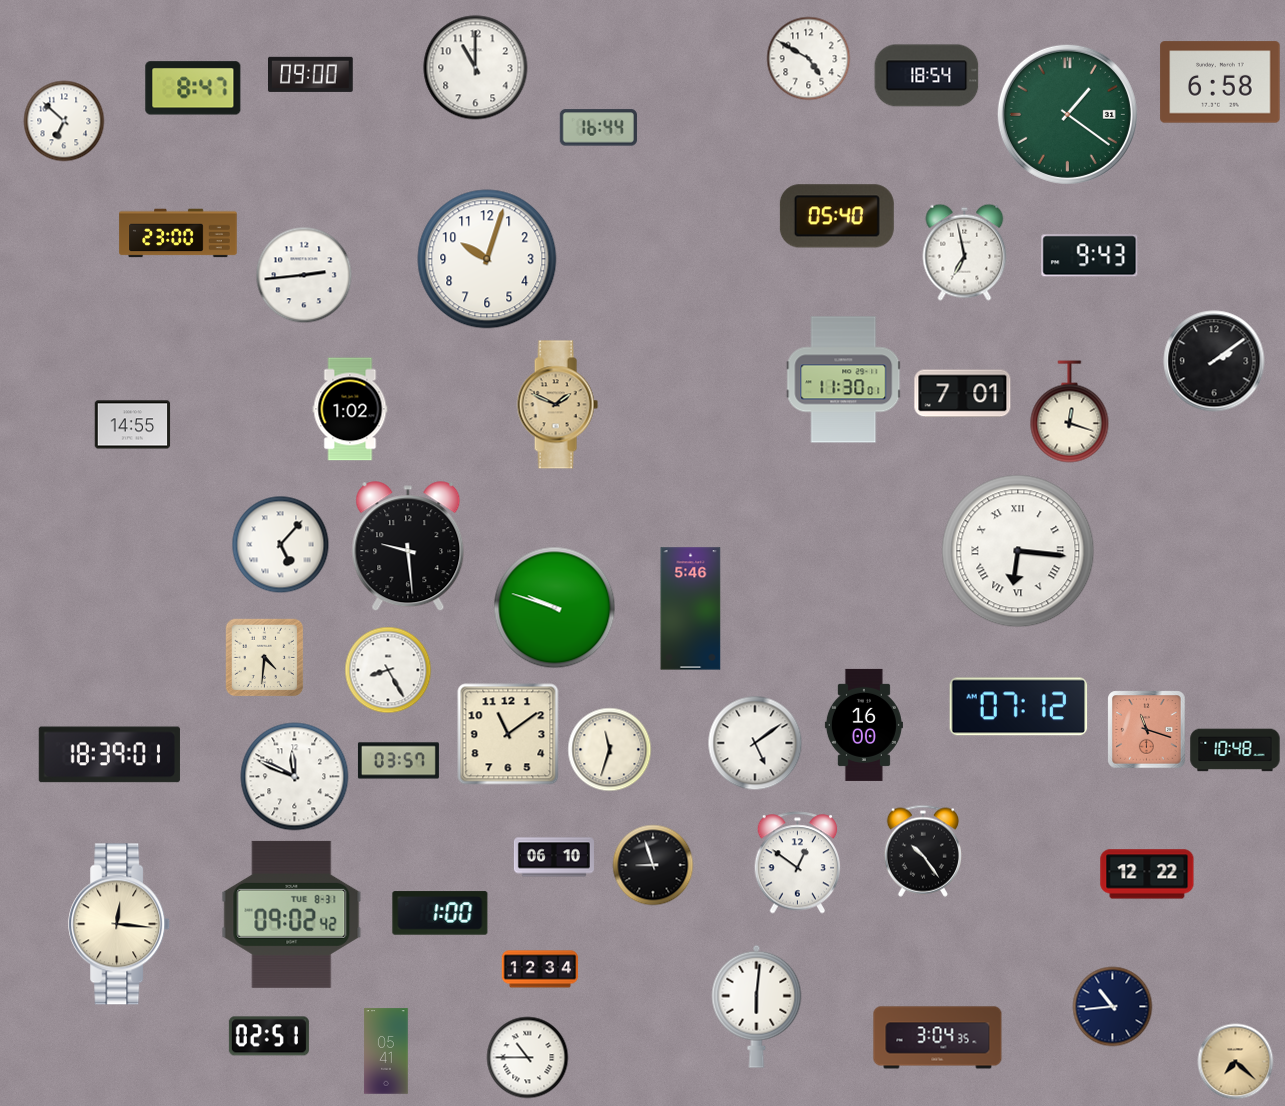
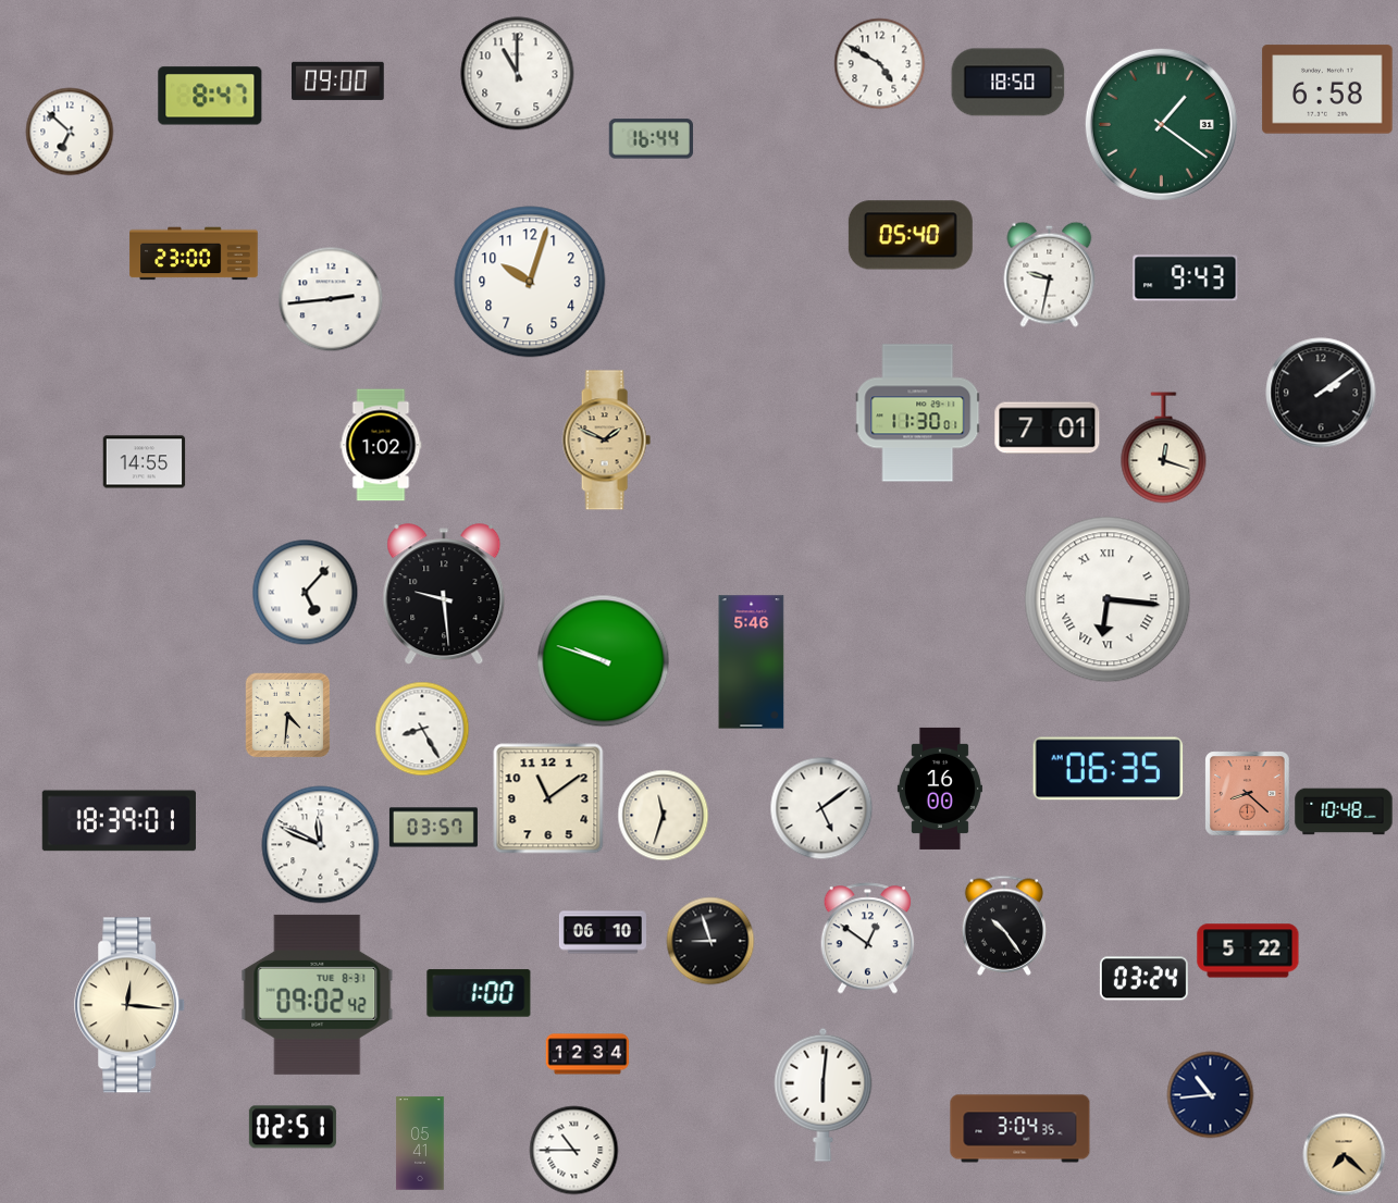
clock at (927, 76): 18:54 -> 18:50
clock at (965, 252): 6:58 -> 9:32
clock at (1019, 707): 07:12 -> 06:35
clock at (1147, 730): 11:18 -> 8:22
clock at (508, 734) position: (508, 734) -> (548, 798)
clock at (1235, 750) position: (1235, 750) -> (1344, 811)
clock at (1147, 874): 12:22 -> 5:22
clock at (1143, 979): none -> 03:24
